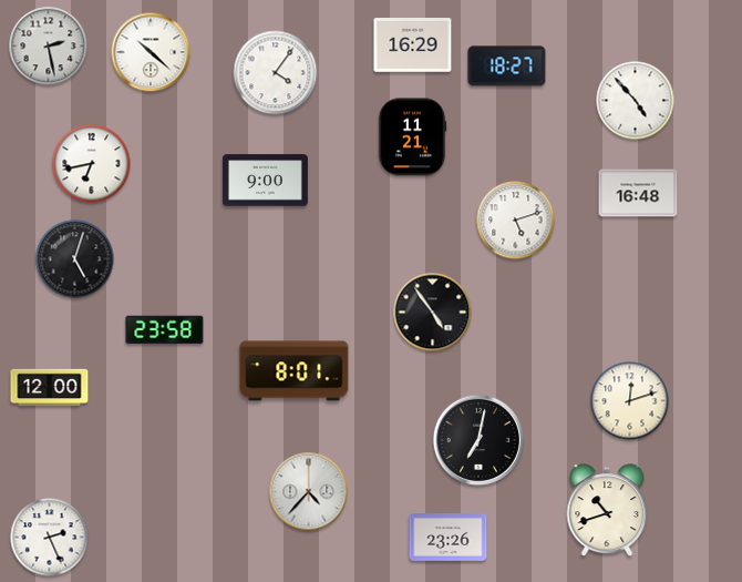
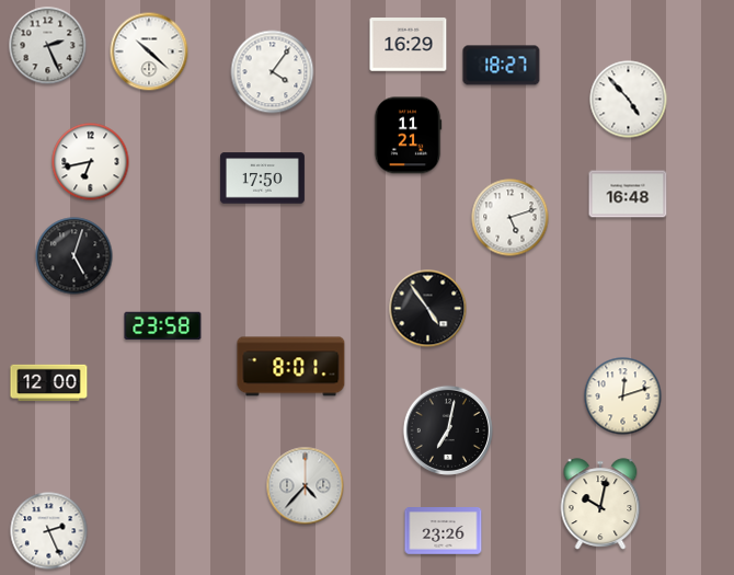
clock at (49, 47): 2:28 -> 2:26
clock at (265, 181): 9:00 -> 17:50
clock at (638, 193) position: (638, 193) -> (628, 194)
clock at (477, 439) position: (477, 439) -> (447, 429)
clock at (607, 510): 10:42 -> 10:02
